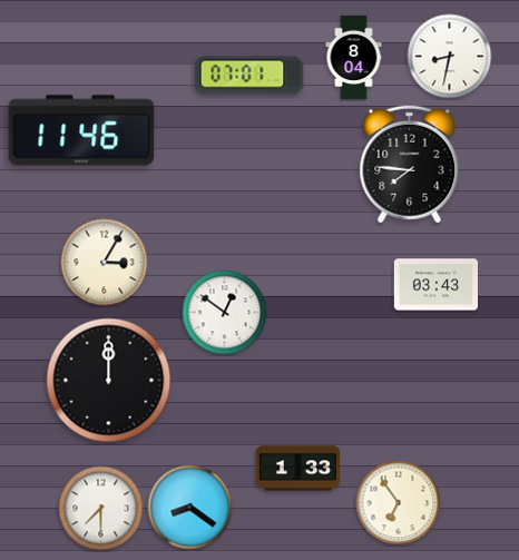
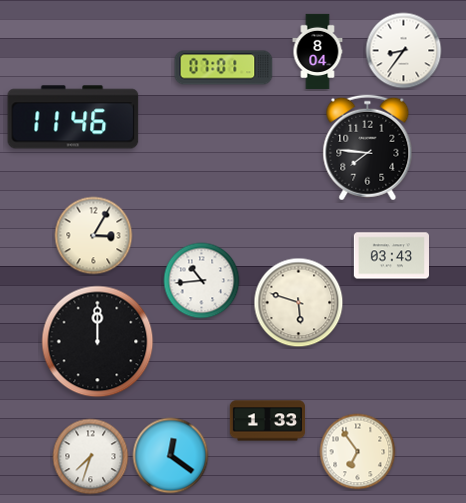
clock at (450, 57): 8:32 -> 8:36
clock at (225, 313): 12:51 -> 10:44
clock at (299, 303): none -> 5:48
clock at (190, 508): 8:21 -> 12:21
clock at (101, 509): 7:30 -> 7:33
